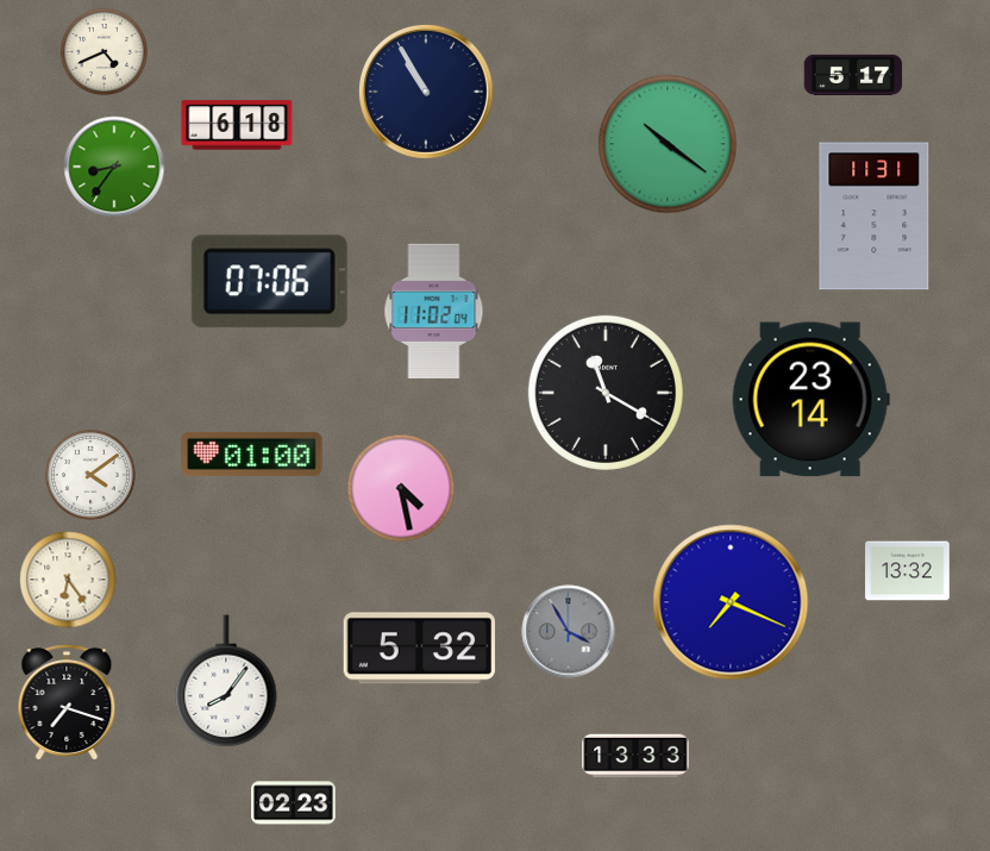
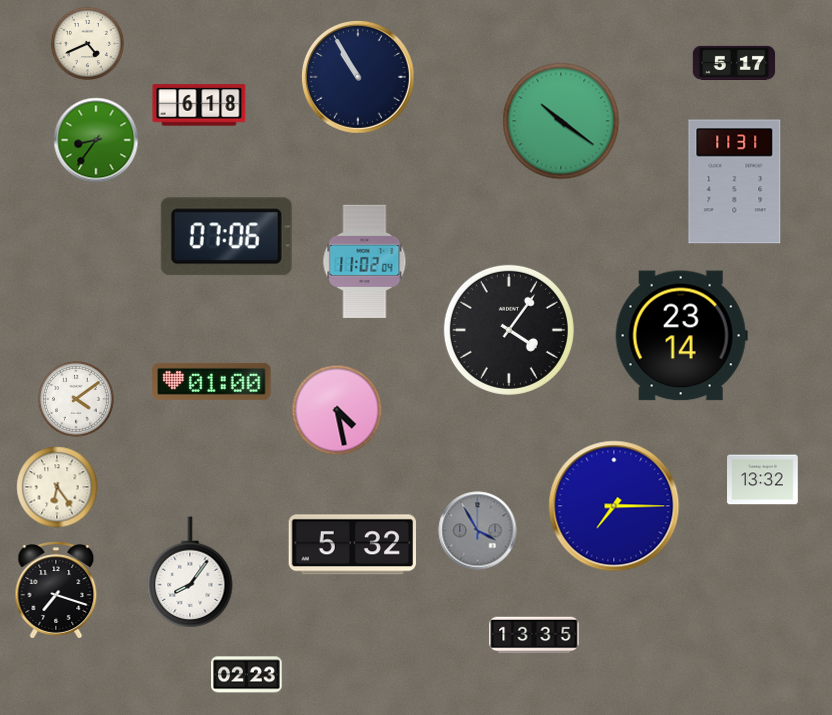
clock at (853, 75) position: (853, 75) -> (734, 63)
clock at (606, 393): 11:20 -> 4:06
clock at (731, 602): 7:19 -> 7:15
clock at (635, 756): 13:33 -> 13:35
